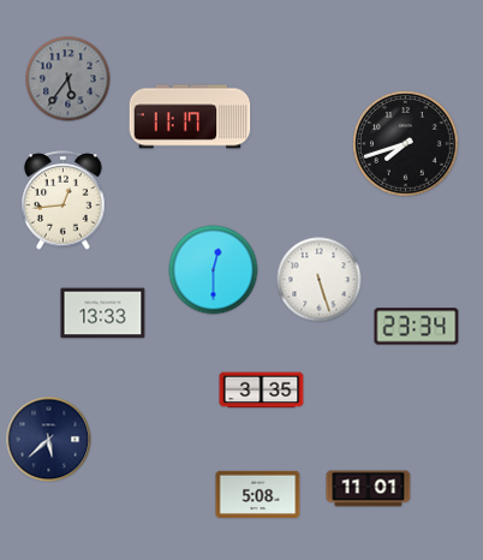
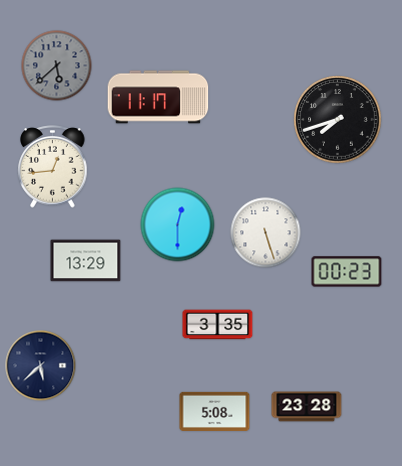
clock at (68, 79): 5:36 -> 5:38
clock at (103, 314): 13:33 -> 13:29
clock at (417, 327): 23:34 -> 00:23
clock at (369, 489): 11:01 -> 23:28
